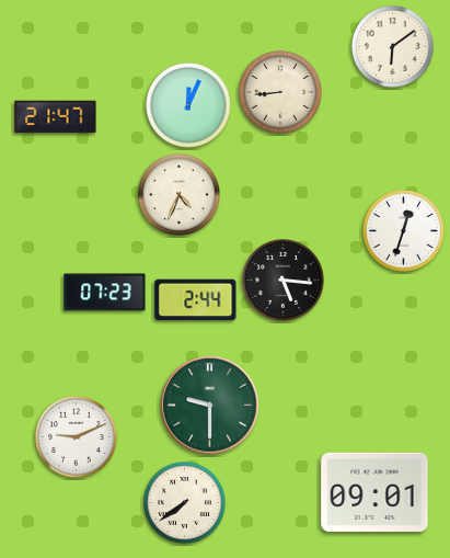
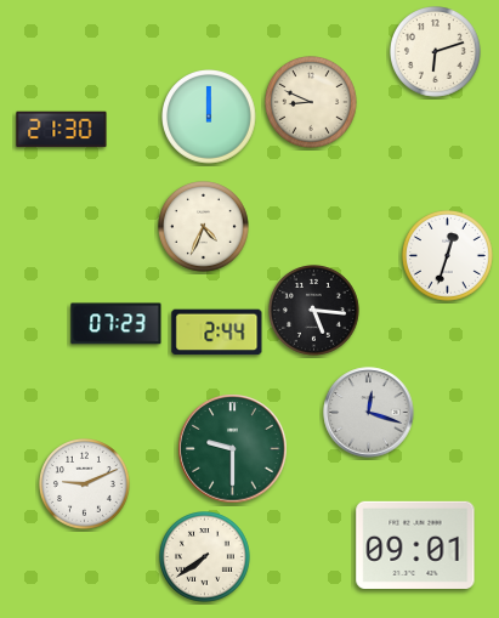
clock at (393, 47): 6:09 -> 6:12
clock at (281, 93): 8:44 -> 8:49
clock at (188, 105): 12:04 -> 12:00
clock at (56, 117): 21:47 -> 21:30
clock at (180, 195) position: (180, 195) -> (204, 227)
clock at (369, 413): none -> 12:18
